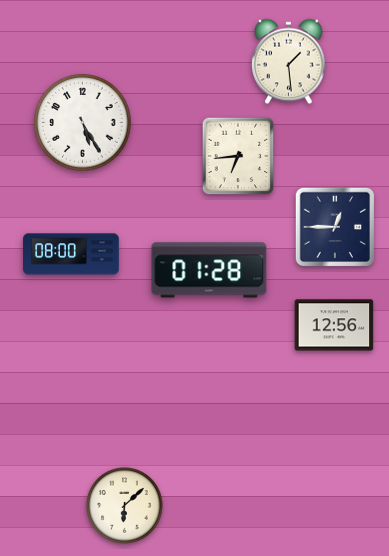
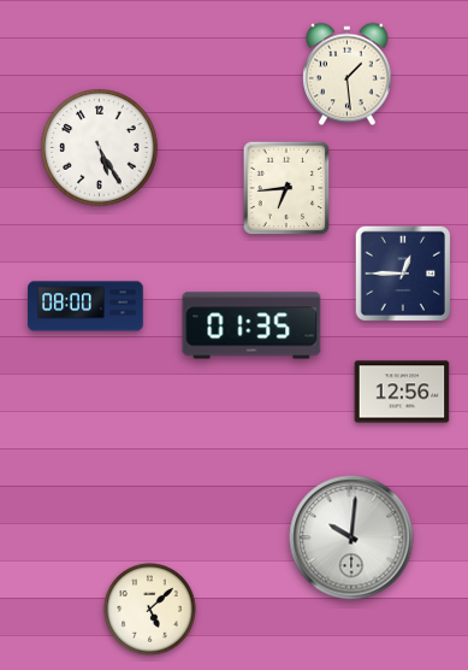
clock at (209, 270): 01:28 -> 01:35
clock at (351, 537): none -> 10:01
clock at (125, 506): 6:08 -> 5:08
